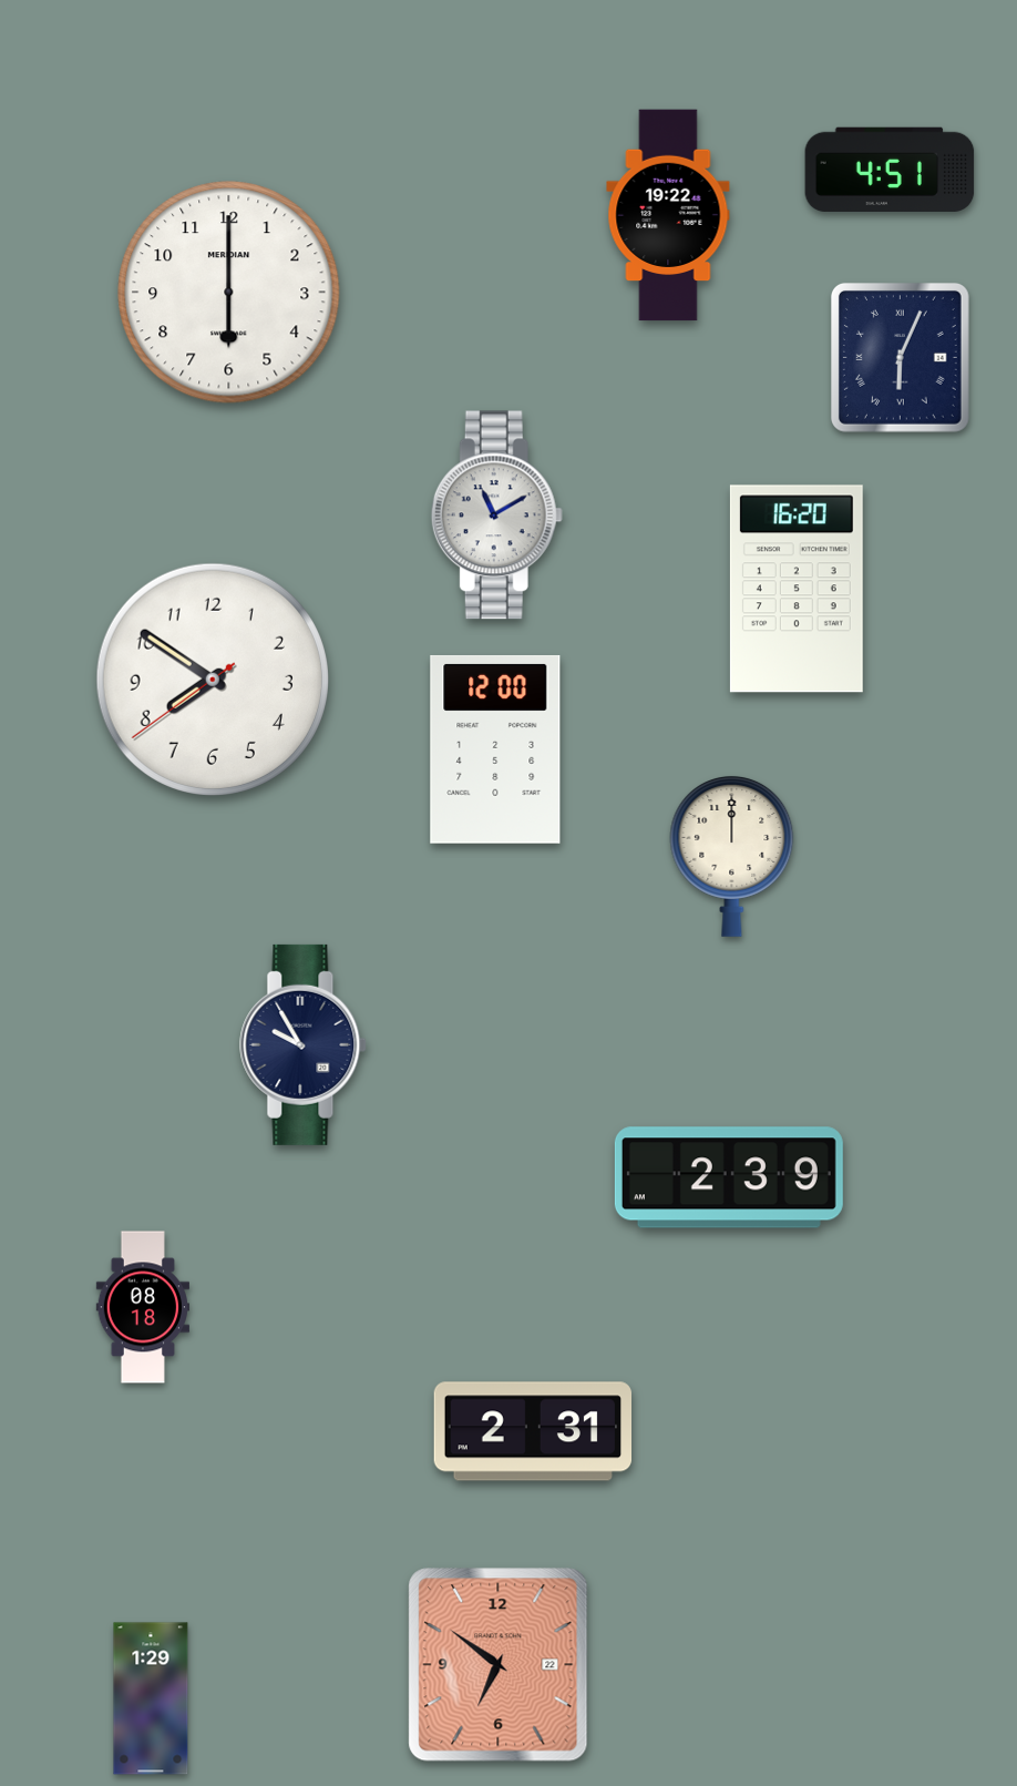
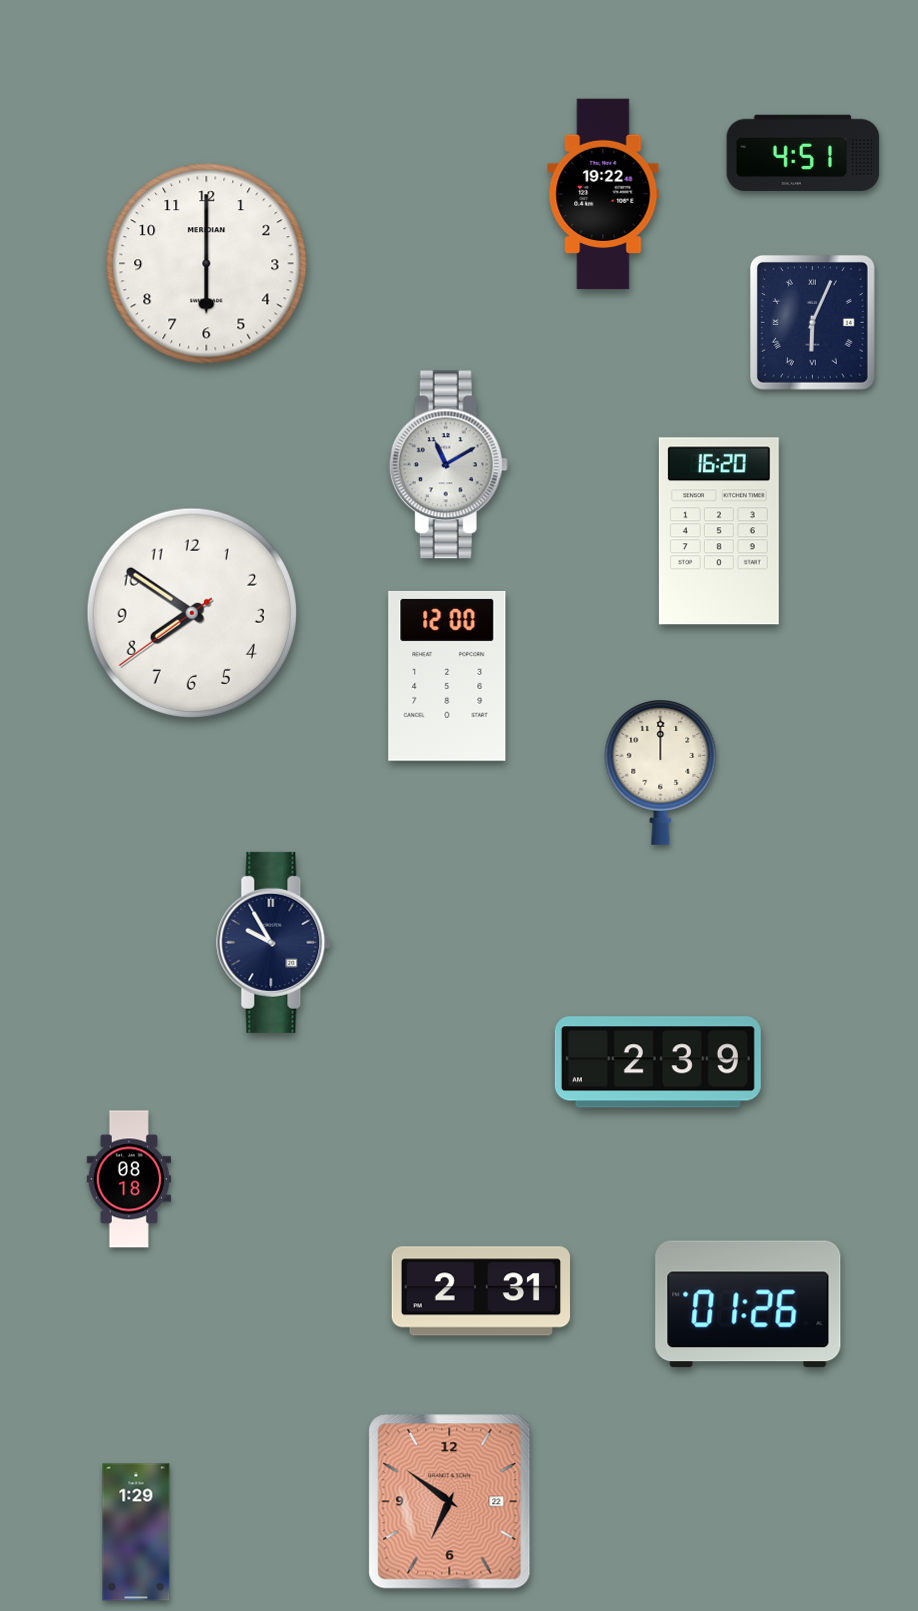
clock at (748, 1304): none -> 01:26
